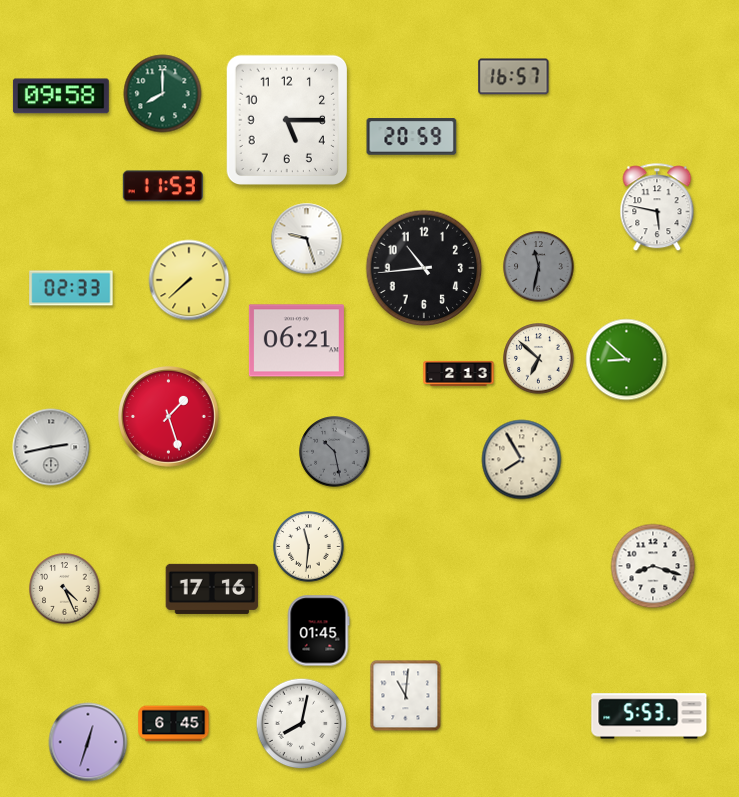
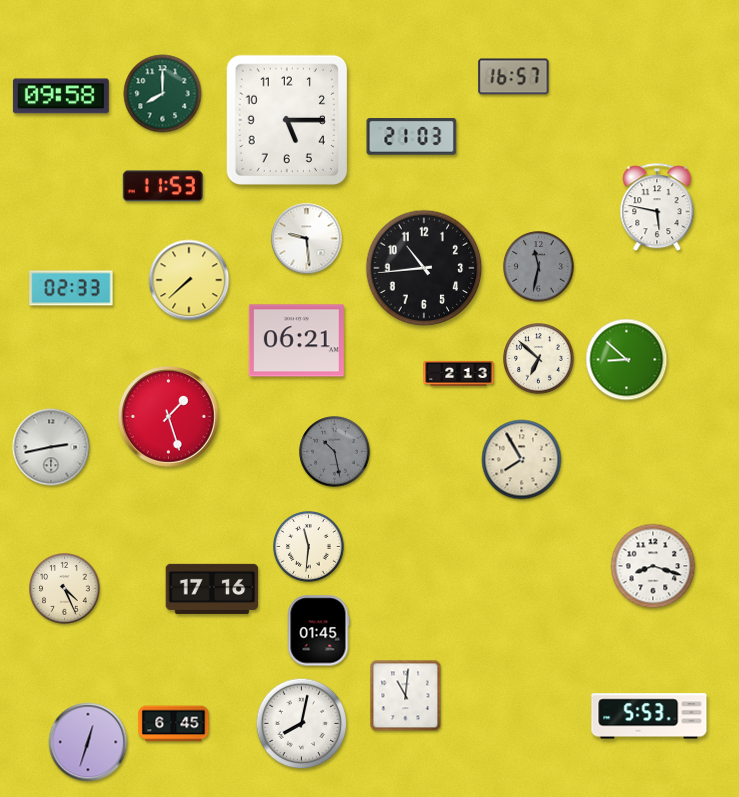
clock at (412, 137): 20:59 -> 21:03
clock at (307, 239): 9:27 -> 9:29
